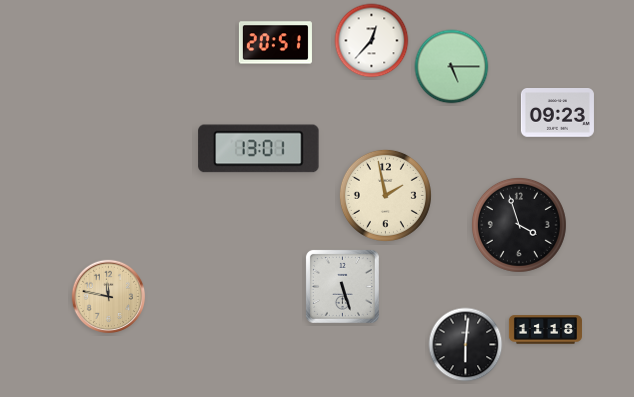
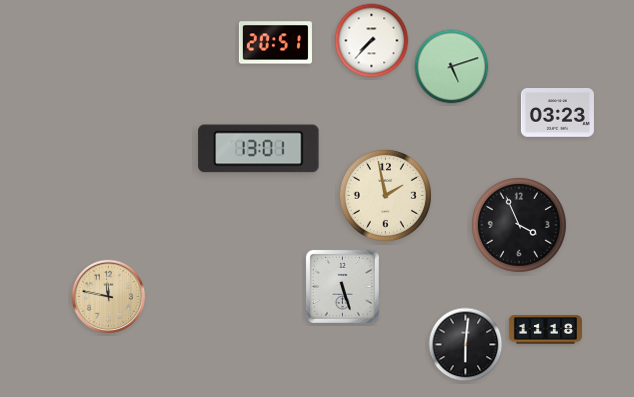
clock at (372, 41): 12:37 -> 7:37
clock at (452, 67): 5:15 -> 5:12
clock at (557, 113): 09:23 -> 03:23
clock at (519, 225): 3:57 -> 3:56
